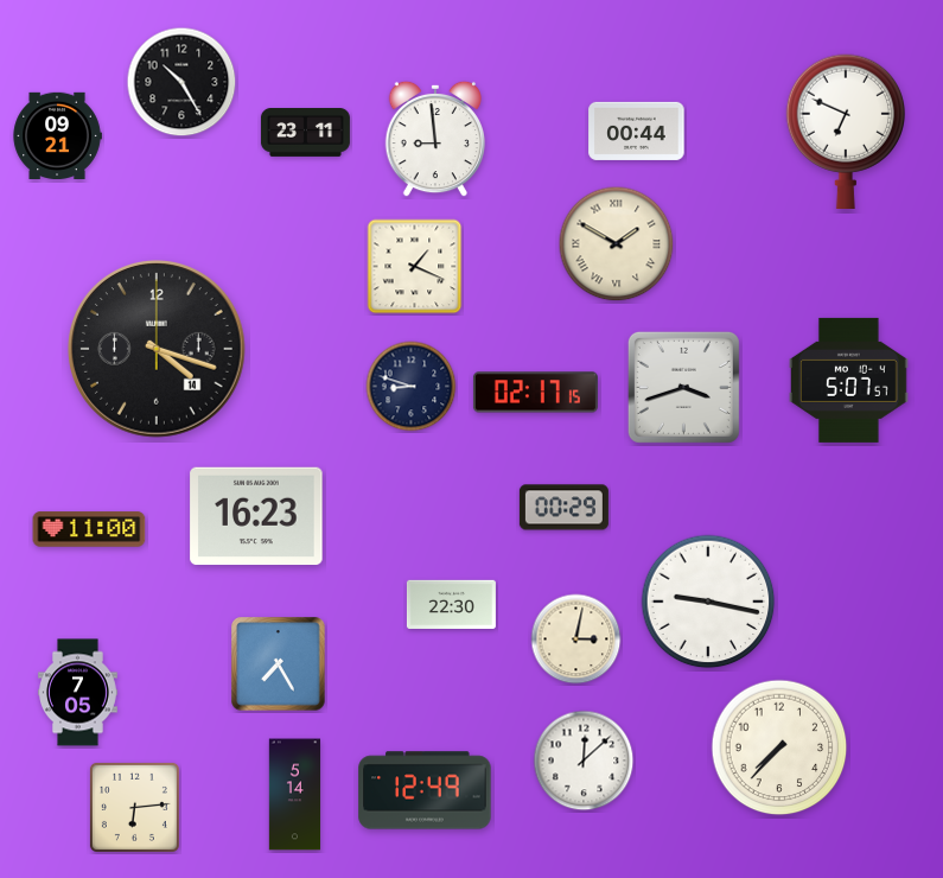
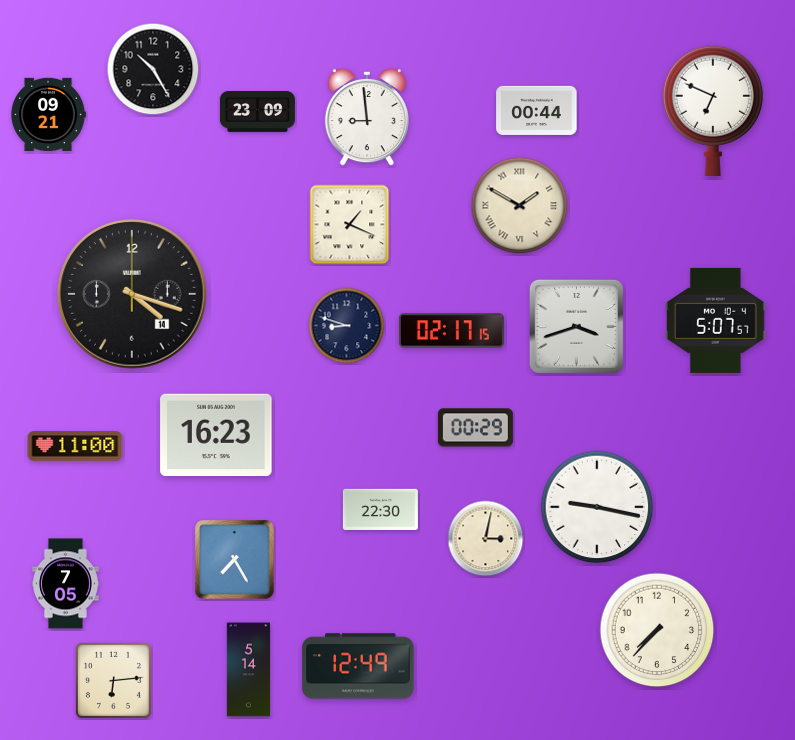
clock at (305, 133): 23:11 -> 23:09
clock at (584, 761): 12:08 -> none
